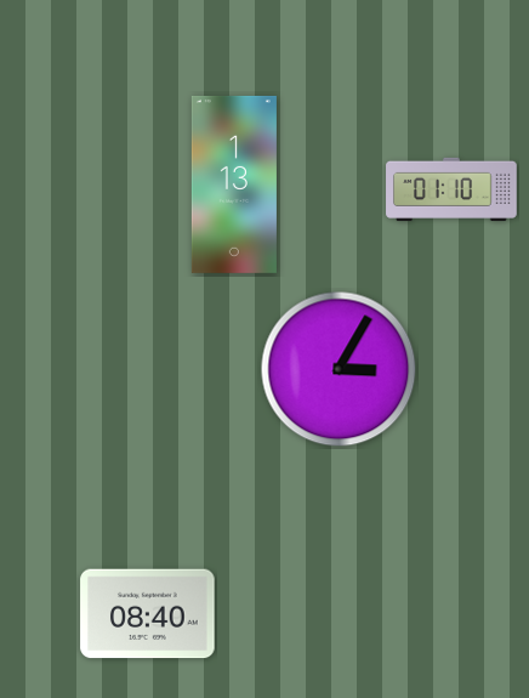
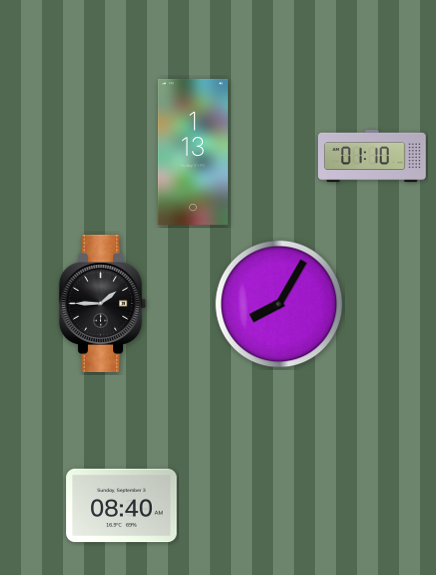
clock at (103, 304): none -> 1:45
clock at (339, 369): 3:05 -> 8:05
